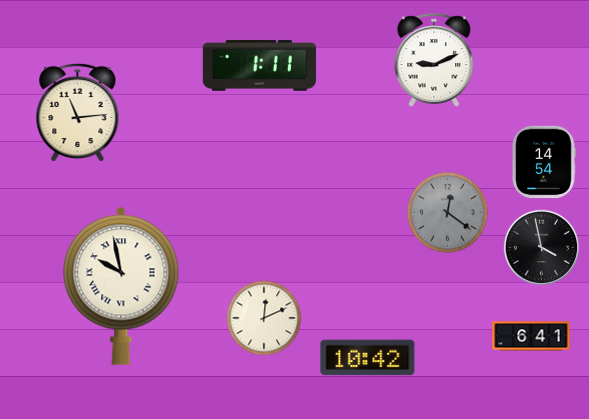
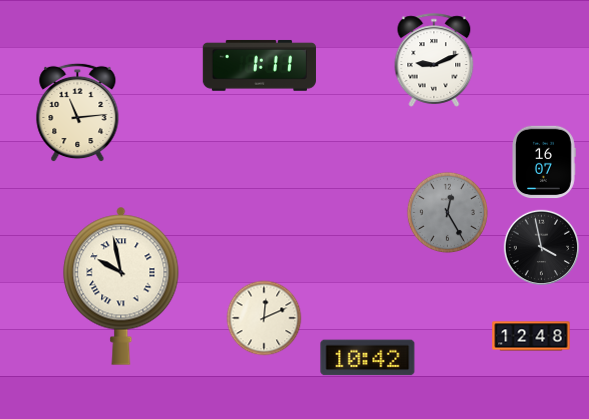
clock at (544, 162): 14:54 -> 16:07
clock at (447, 212): 12:21 -> 12:25
clock at (531, 336): 6:41 -> 12:48
